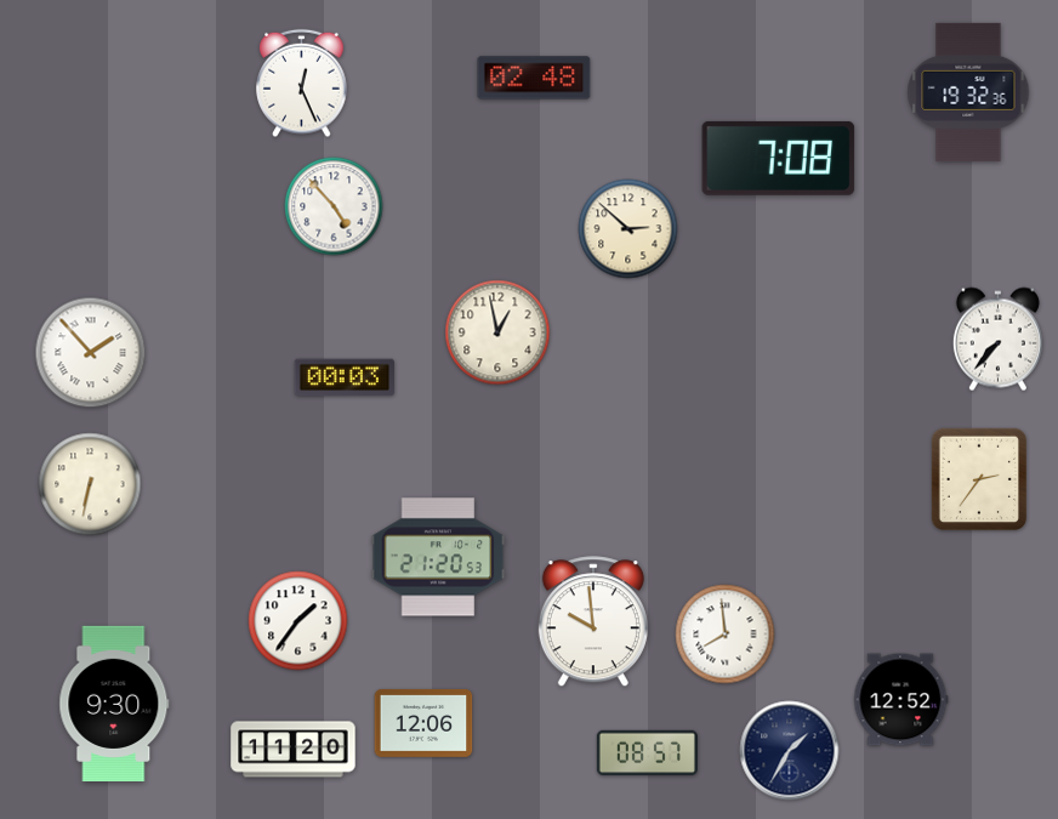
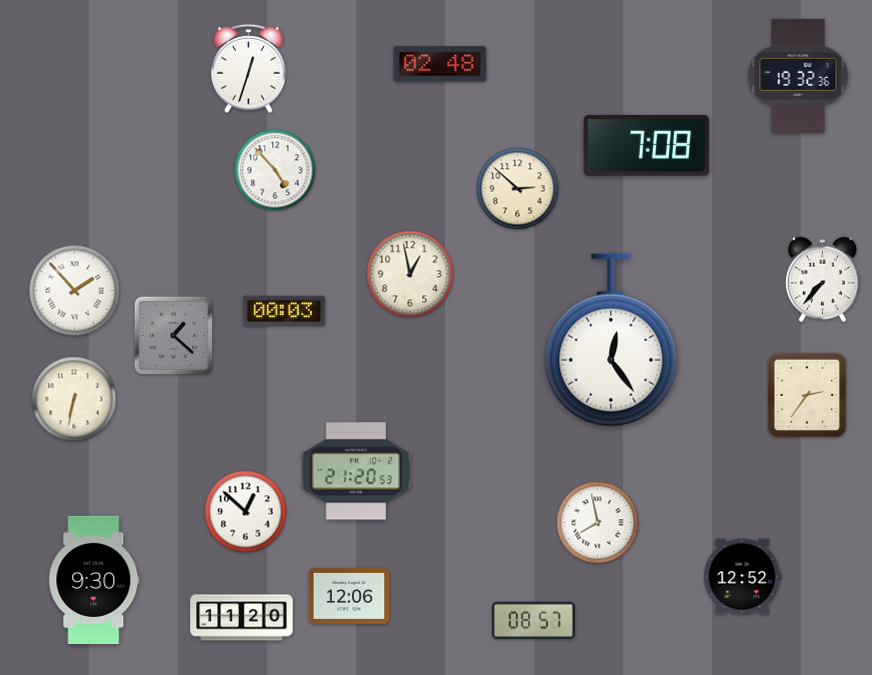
clock at (302, 84): 12:26 -> 12:33
clock at (779, 158) position: (779, 158) -> (647, 145)
clock at (174, 336): none -> 1:22
clock at (611, 340): none -> 12:24
clock at (438, 557) position: (438, 557) -> (356, 471)
clock at (298, 621): 1:36 -> 12:52
clock at (593, 622): 9:59 -> none
clock at (726, 635): 7:59 -> 7:58
clock at (790, 751): 1:35 -> none
